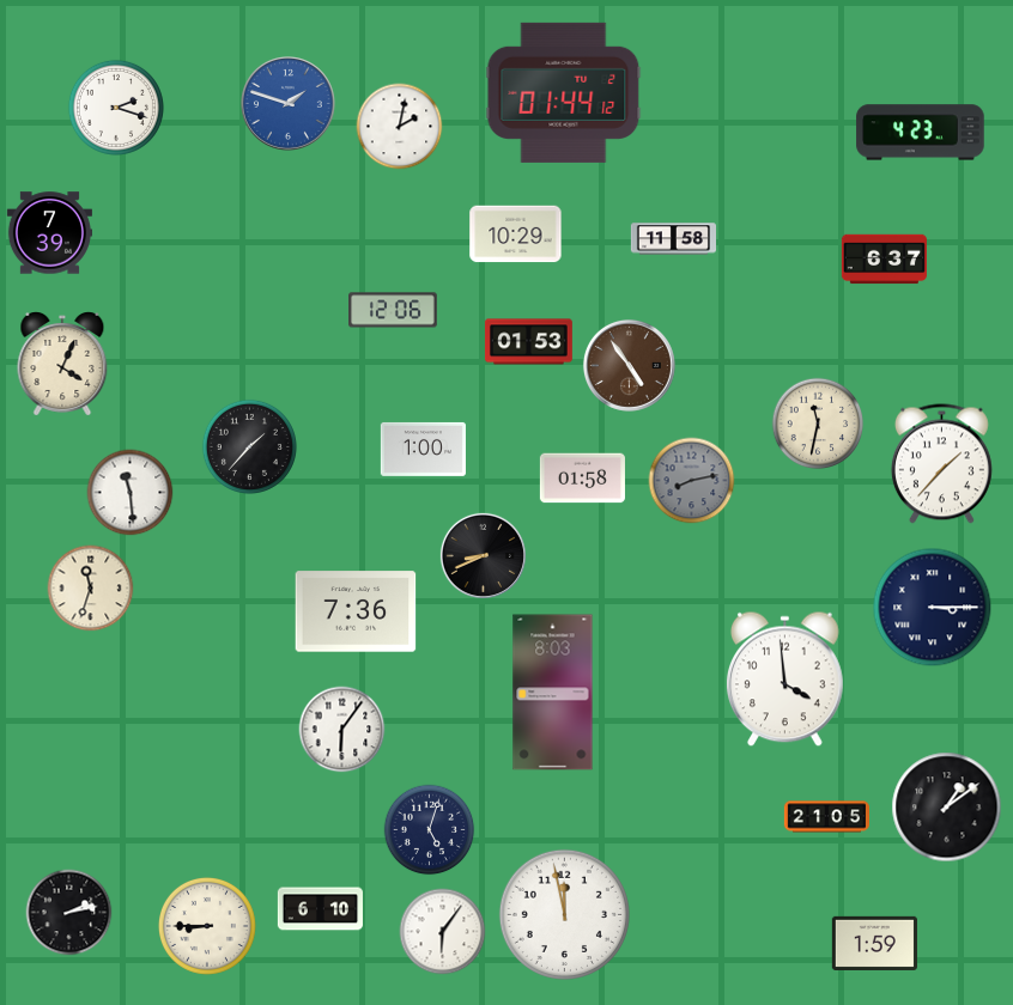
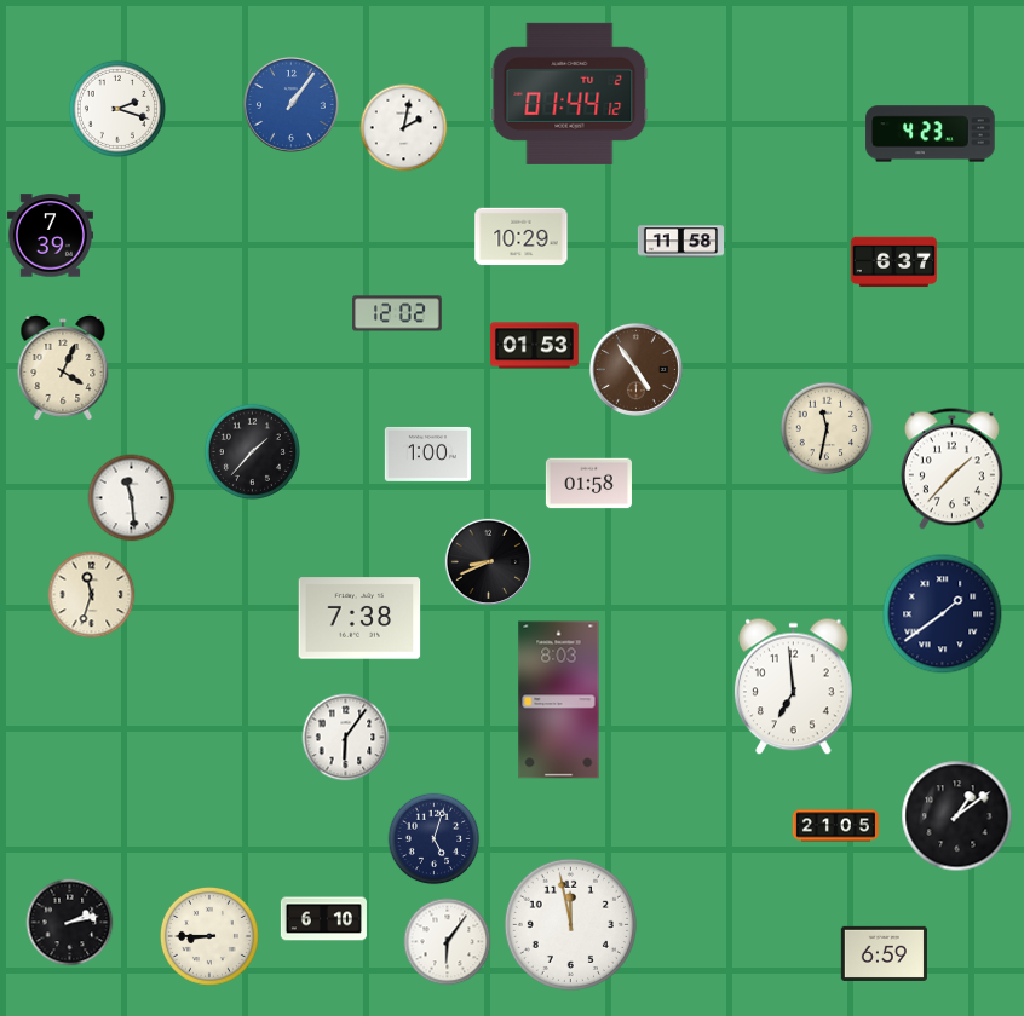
clock at (289, 104): 1:48 -> 1:06
clock at (393, 310): 12:06 -> 12:02
clock at (692, 481): 8:13 -> none
clock at (933, 608): 3:15 -> 1:39
clock at (356, 611): 7:36 -> 7:38
clock at (784, 680): 3:59 -> 6:59
clock at (874, 943): 1:59 -> 6:59
